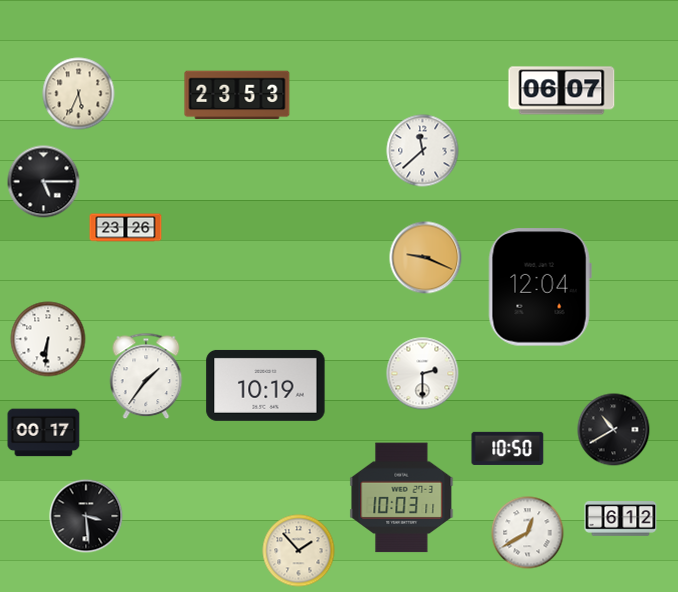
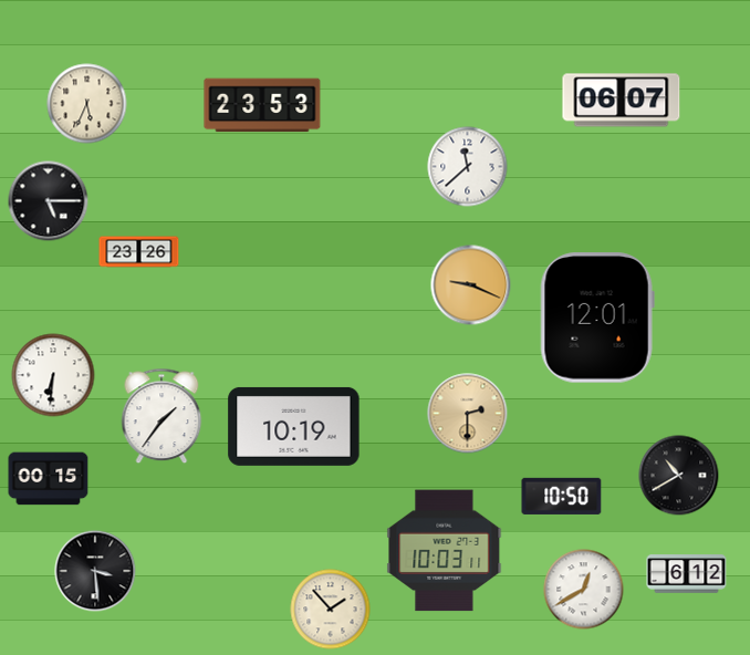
clock at (540, 287): 12:04 -> 12:01
clock at (423, 374) dial: white -> champagne
clock at (44, 433): 00:17 -> 00:15
